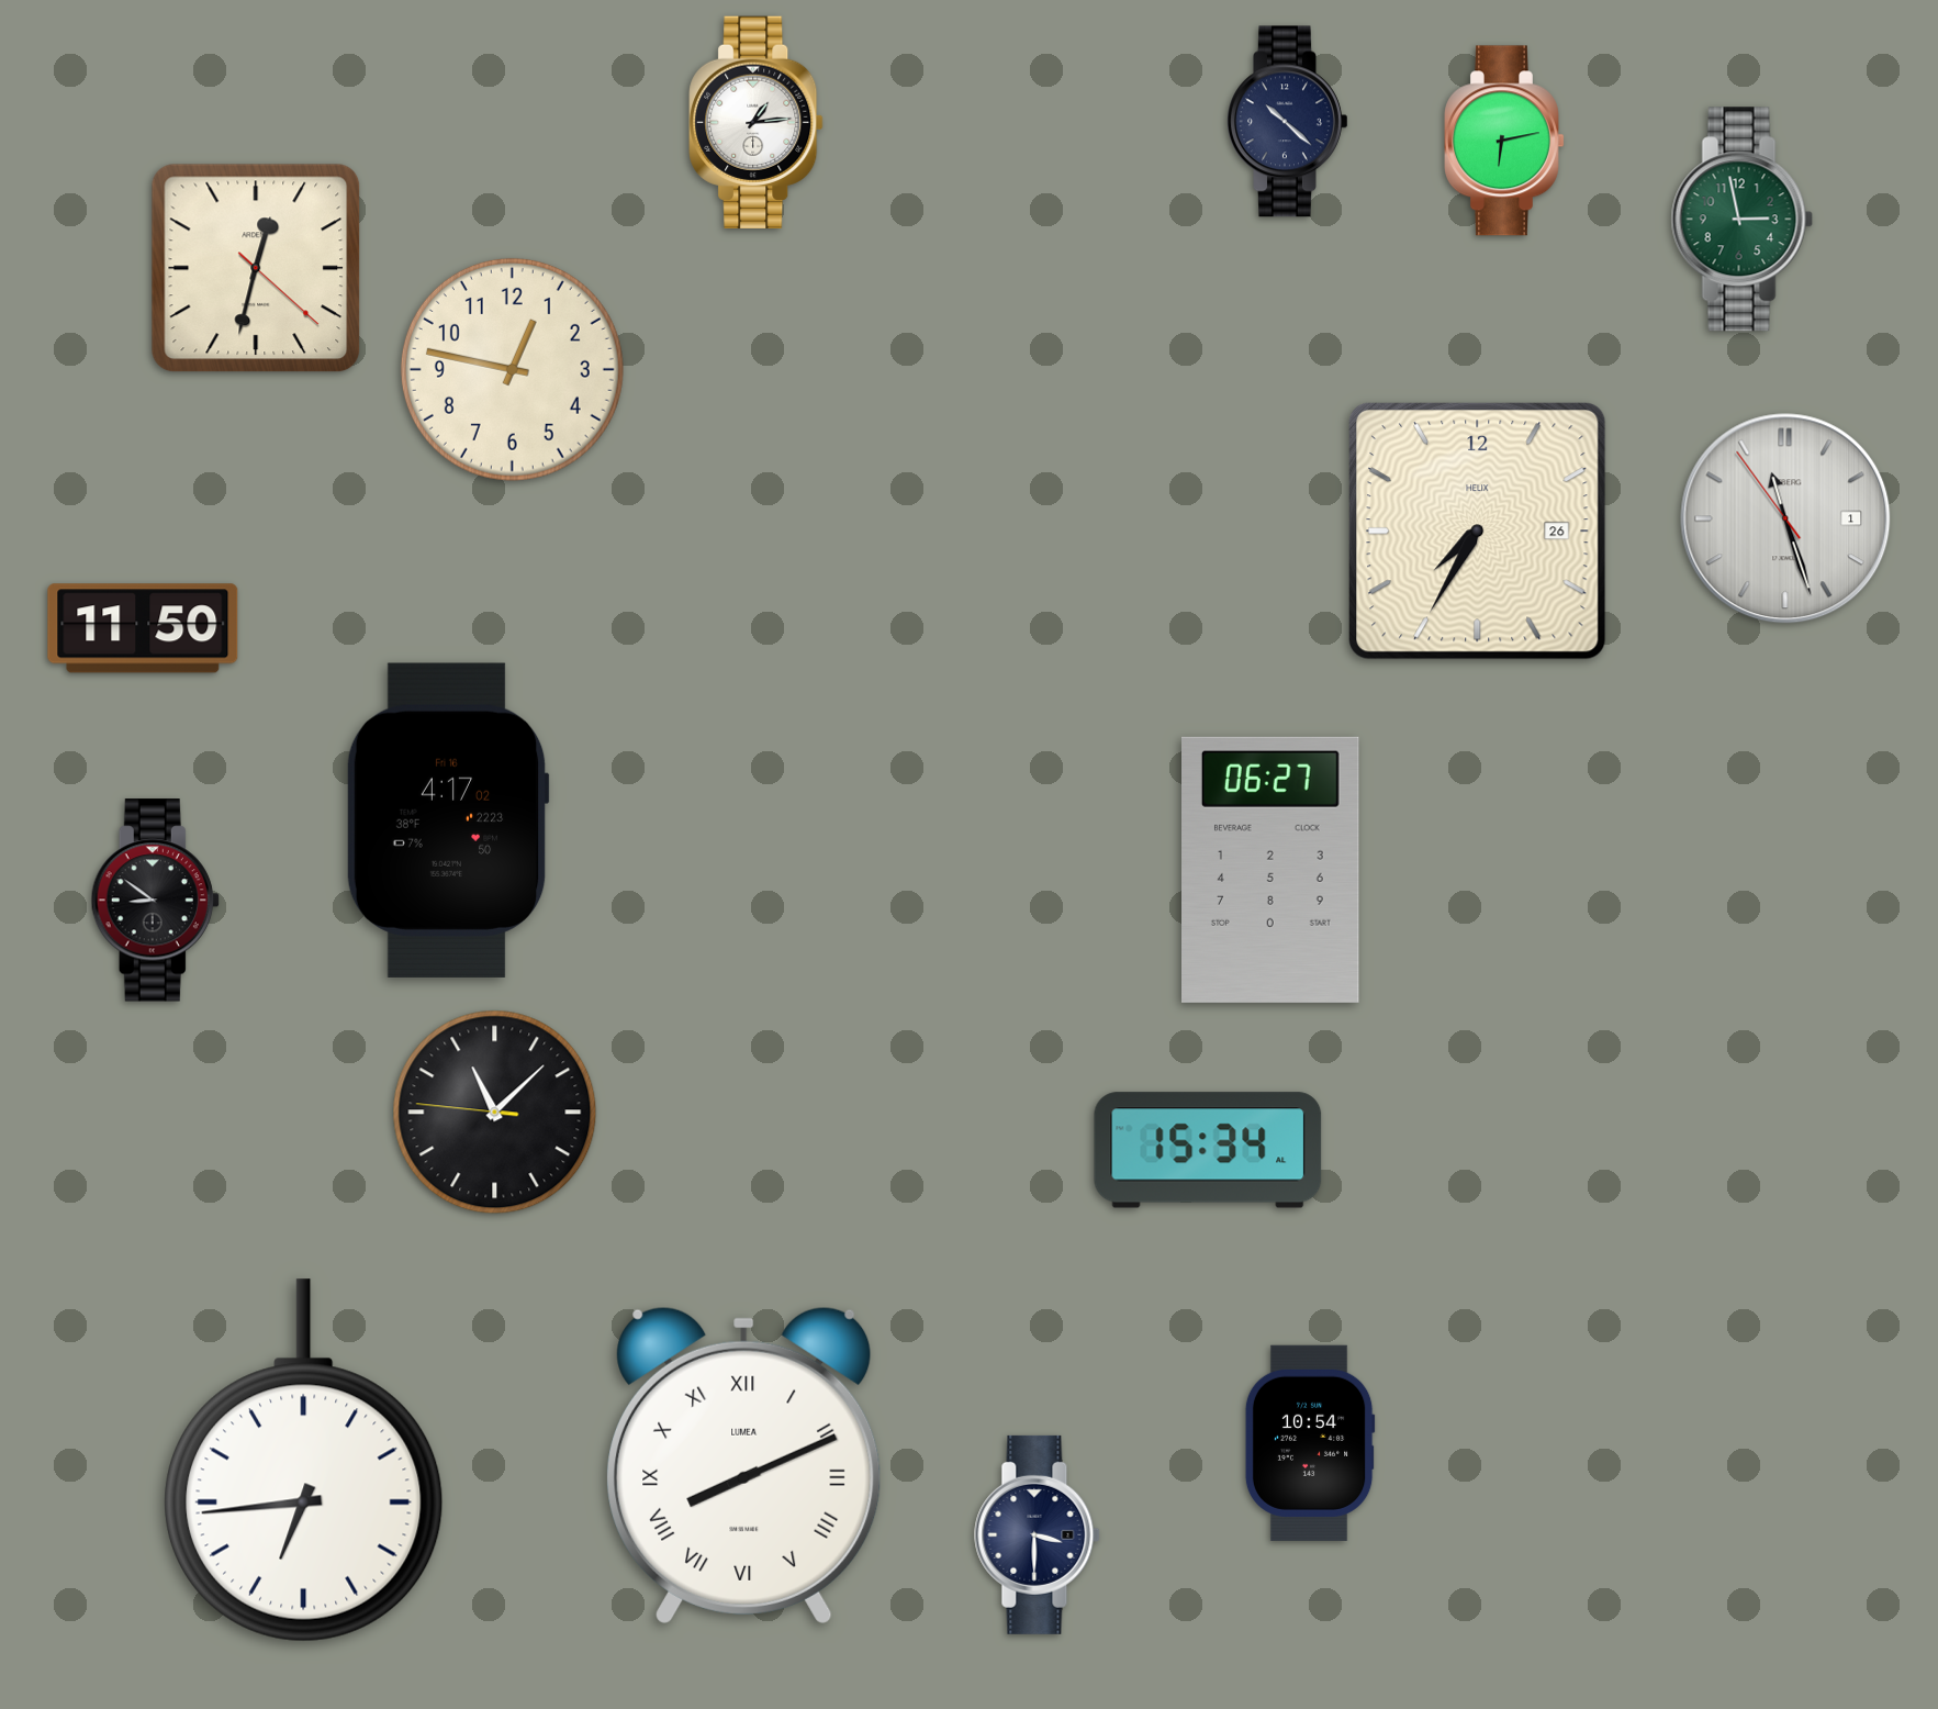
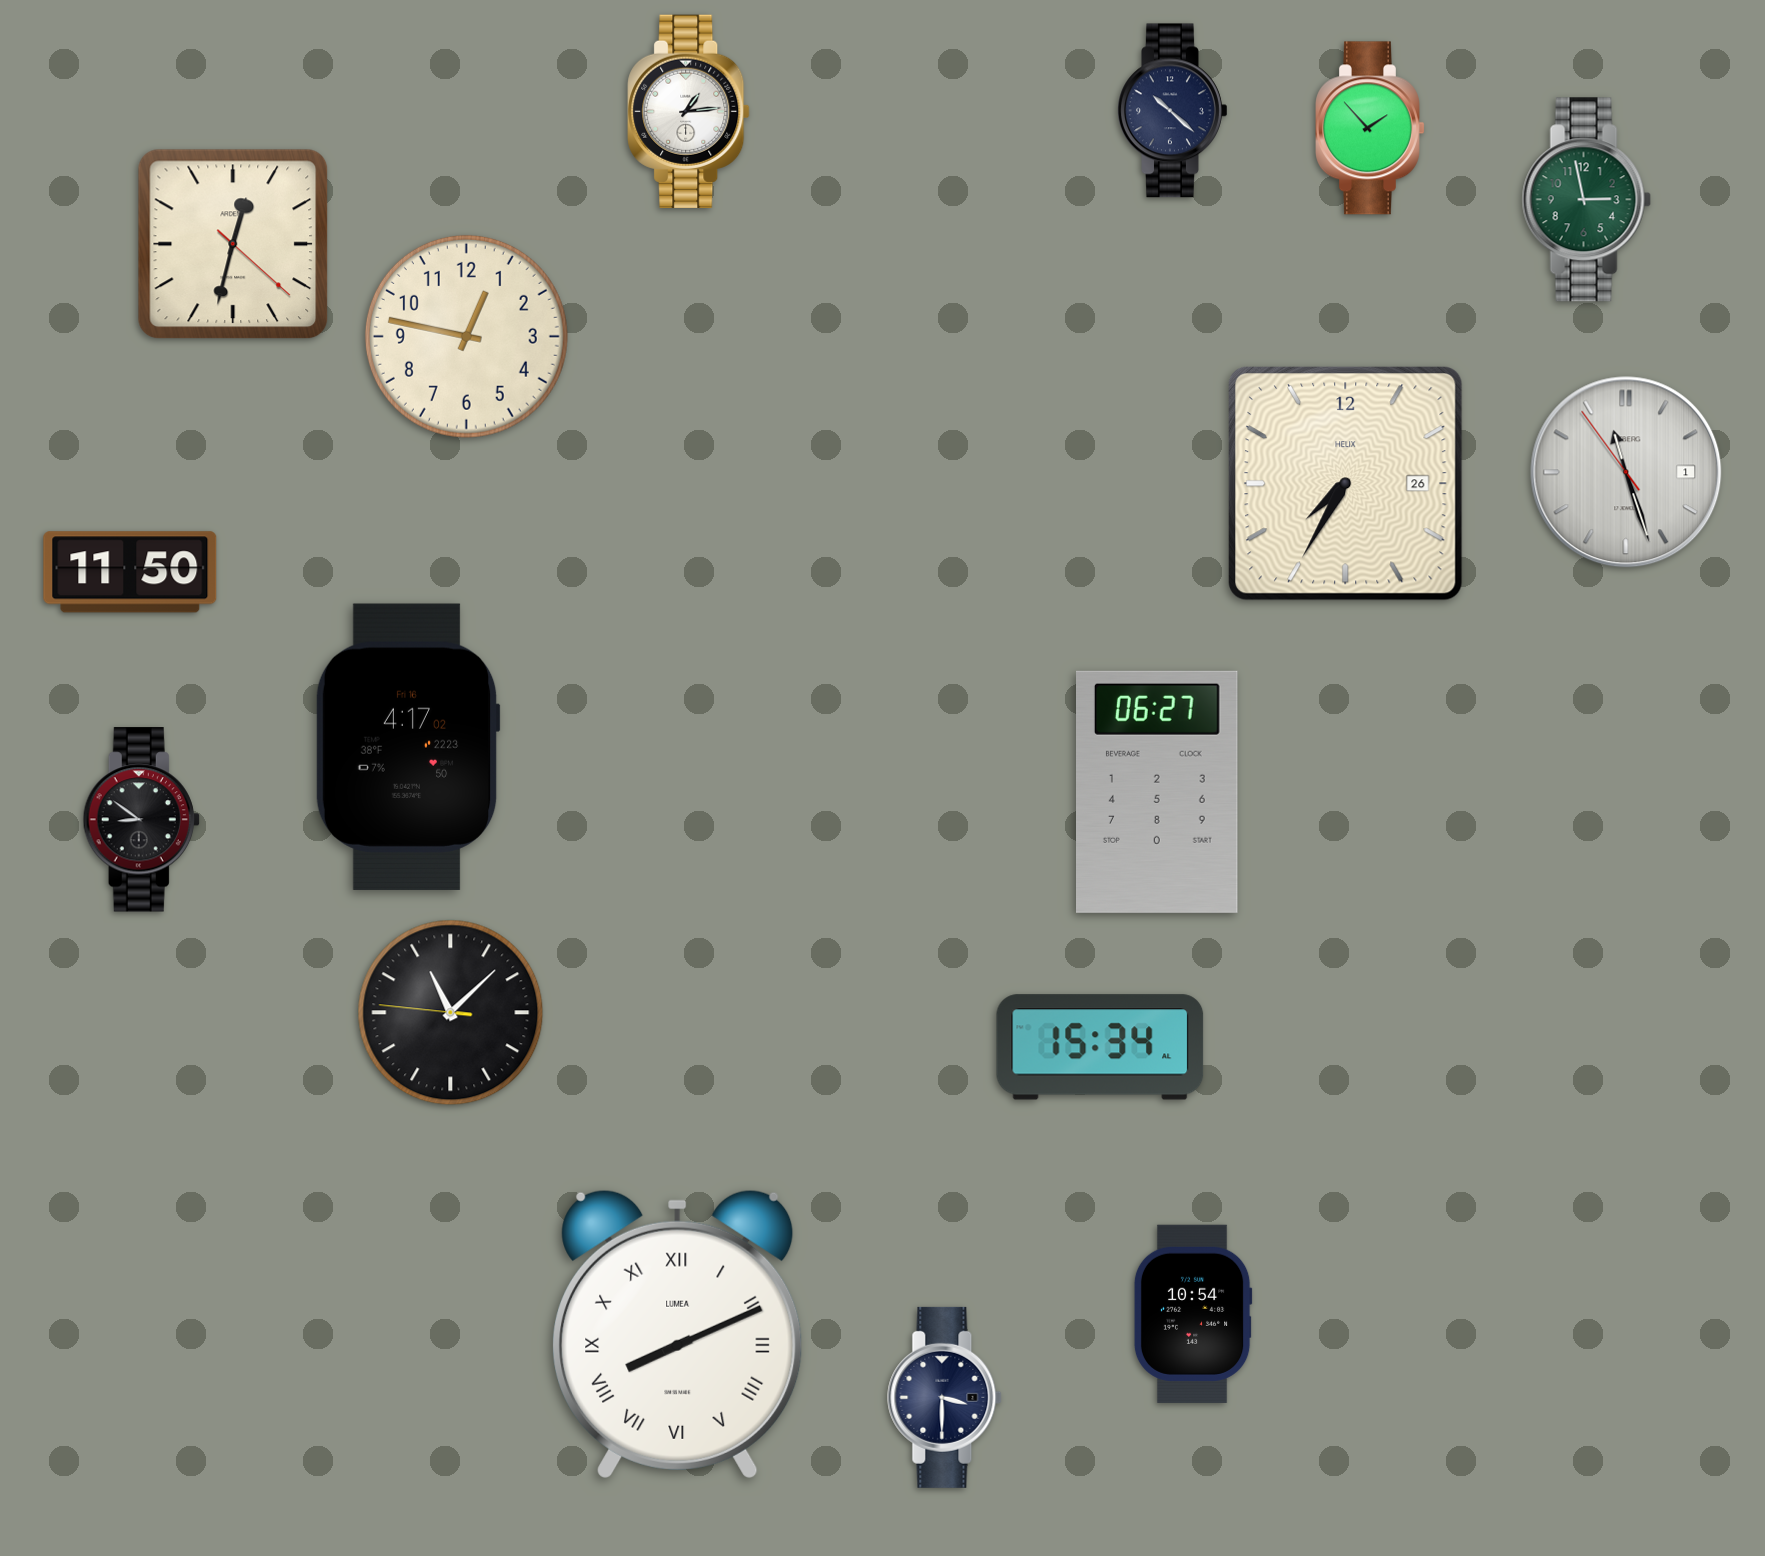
clock at (1505, 141): 6:13 -> 1:53
clock at (304, 1461): 6:44 -> none
